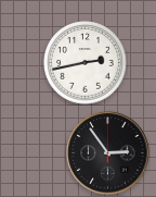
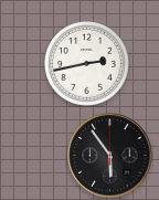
clock at (108, 153): 2:54 -> 5:54
